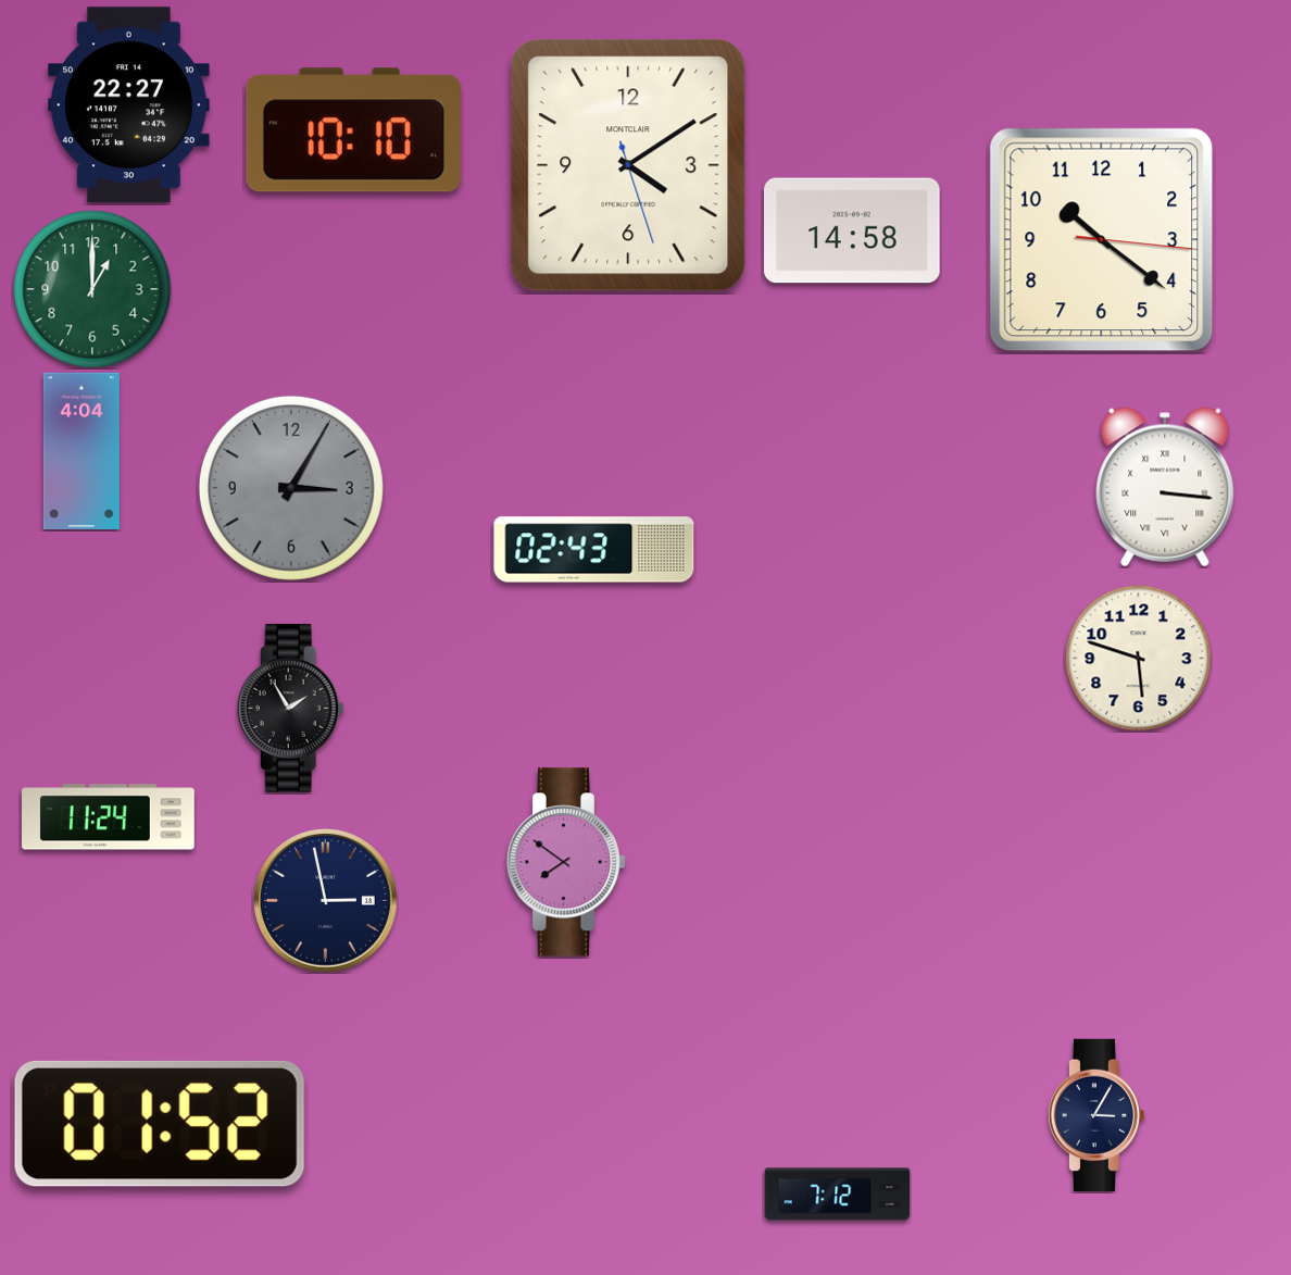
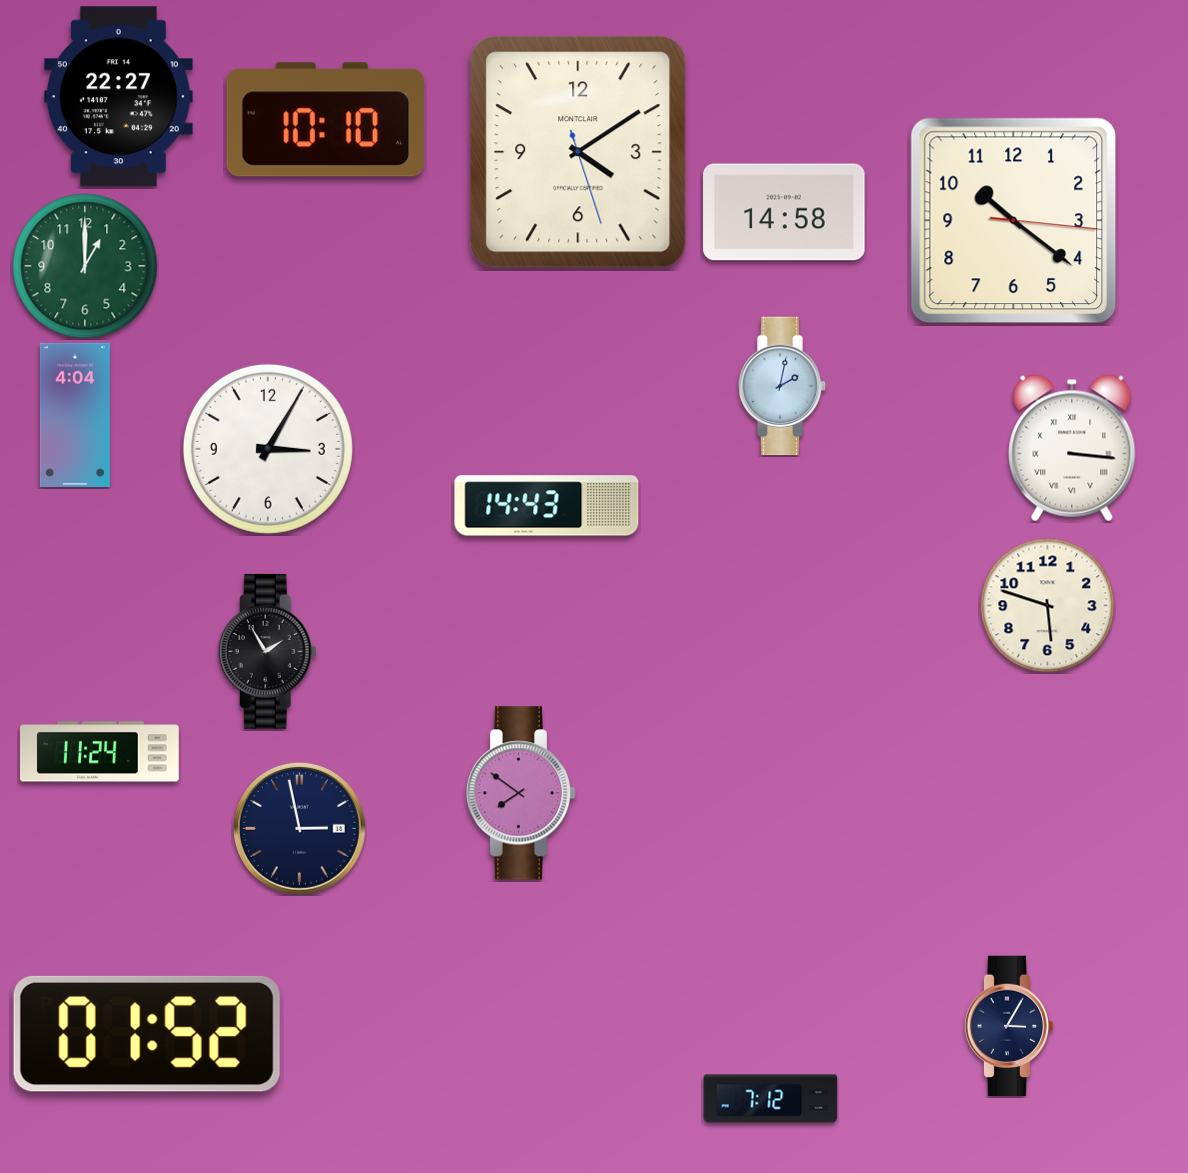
clock at (782, 386): none -> 2:02
clock at (291, 488) dial: grey -> white
clock at (594, 550): 02:43 -> 14:43
